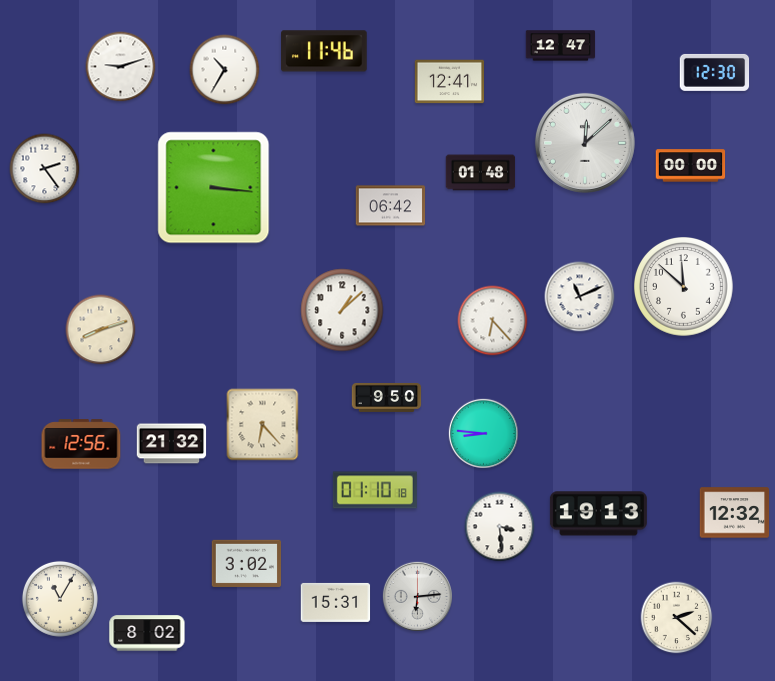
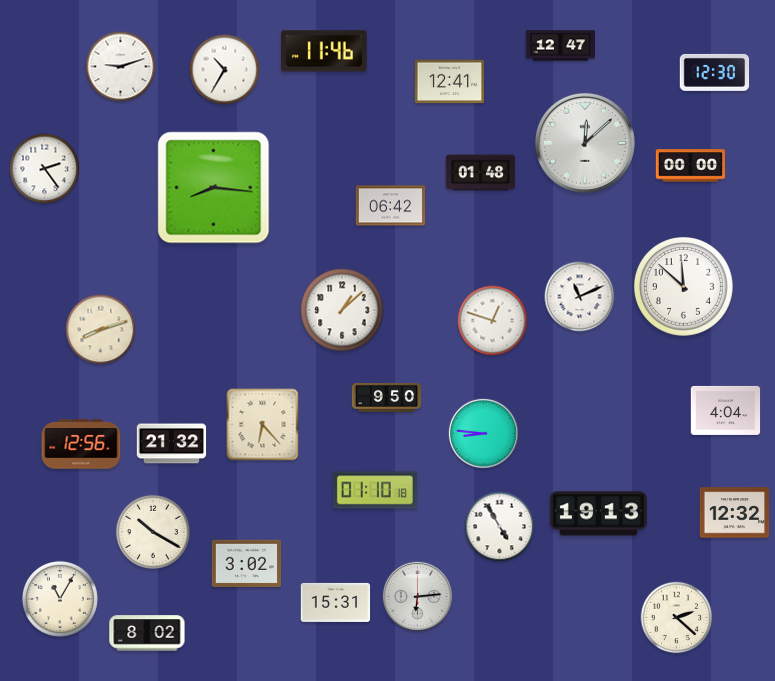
clock at (214, 188): 3:16 -> 8:16
clock at (493, 321): 6:23 -> 12:48
clock at (726, 410): none -> 4:04
clock at (500, 527): 3:29 -> 4:55
clock at (152, 531): none -> 10:20
